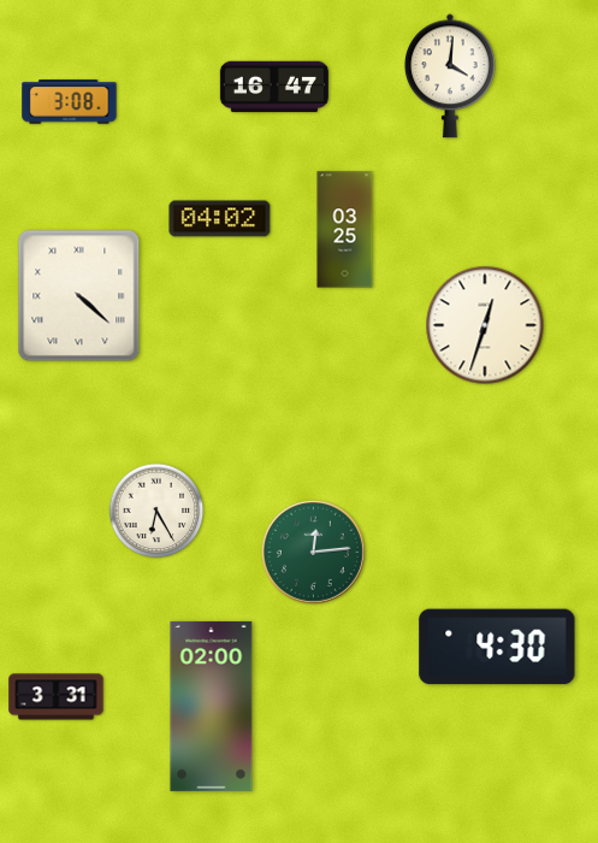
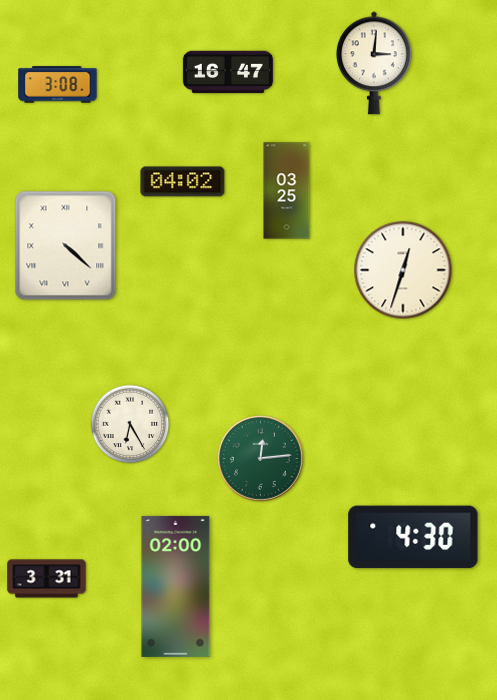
clock at (450, 76): 4:01 -> 3:01
